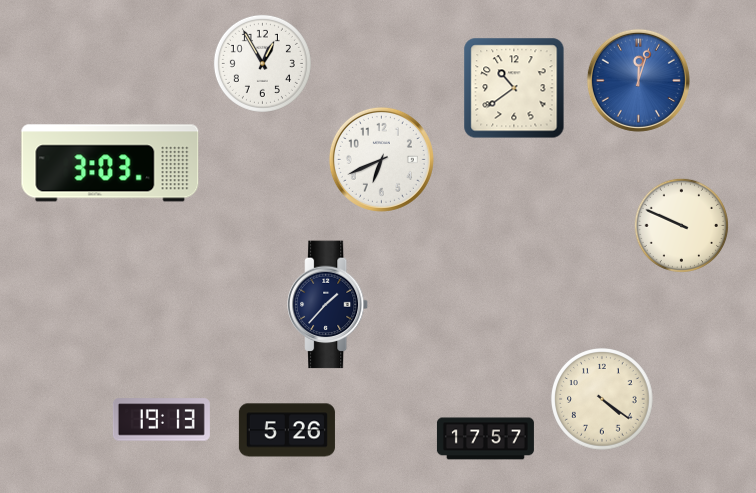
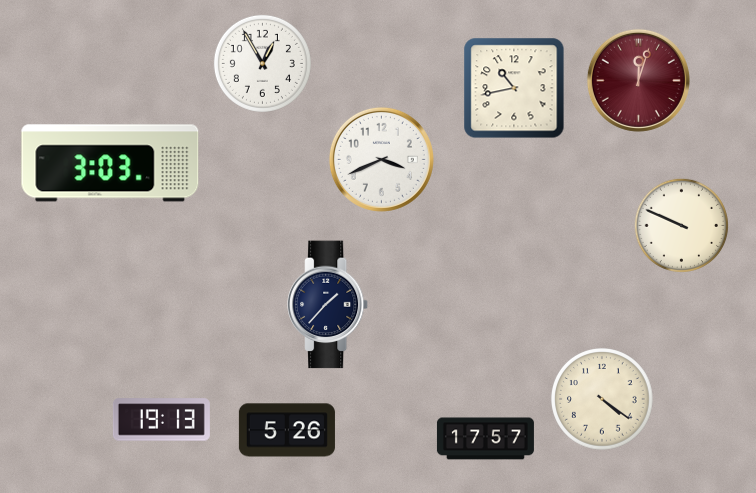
clock at (638, 80) dial: blue -> burgundy
clock at (514, 88): 10:39 -> 10:43
clock at (381, 159): 6:41 -> 3:41
